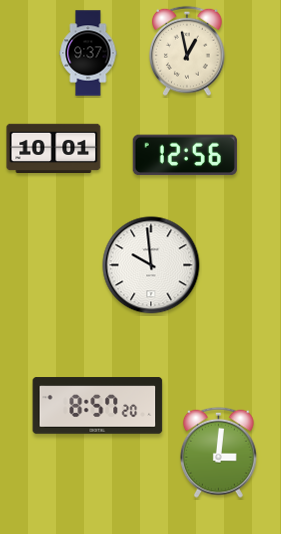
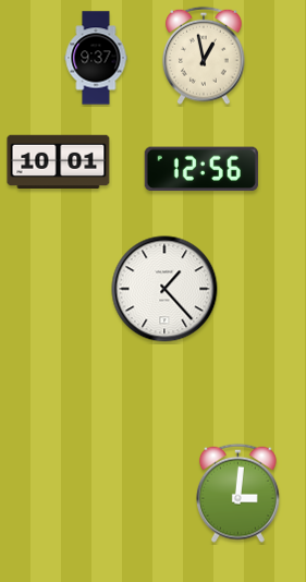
clock at (151, 265): 9:59 -> 1:23
clock at (98, 406): 8:57 -> none
